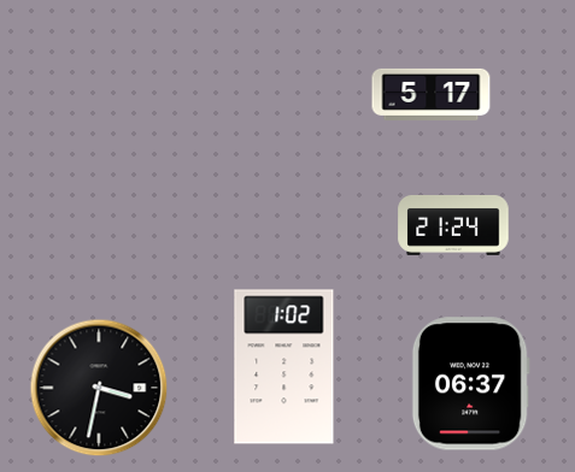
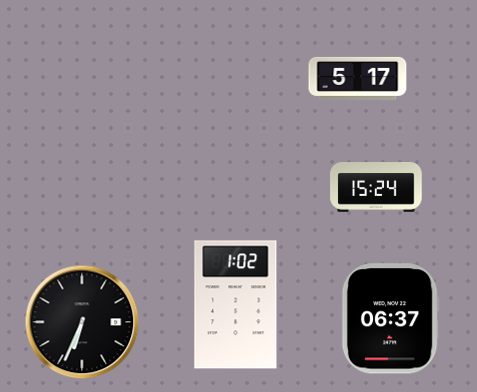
clock at (453, 226): 21:24 -> 15:24
clock at (99, 388): 3:32 -> 6:34
